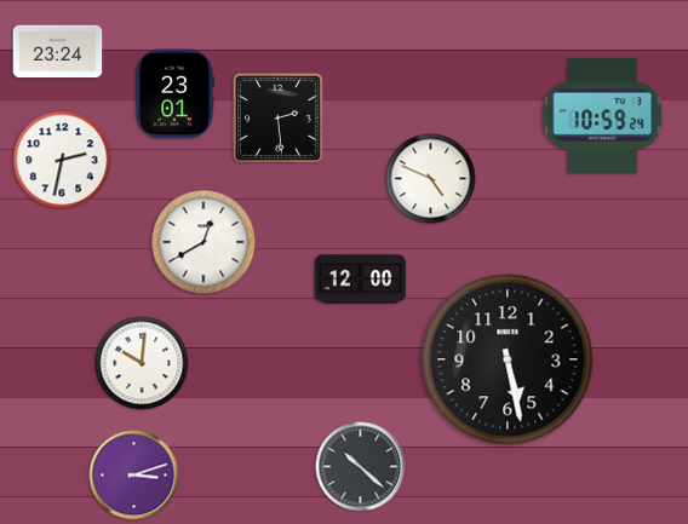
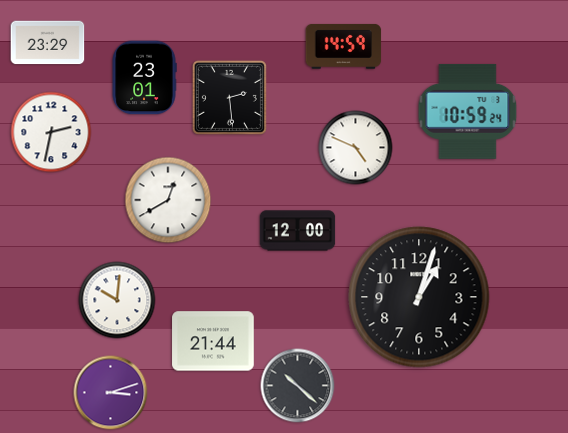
clock at (58, 52): 23:24 -> 23:29
clock at (344, 46): none -> 14:59
clock at (603, 115) position: (603, 115) -> (468, 111)
clock at (508, 359): 5:28 -> 1:03
clock at (213, 341): none -> 21:44
